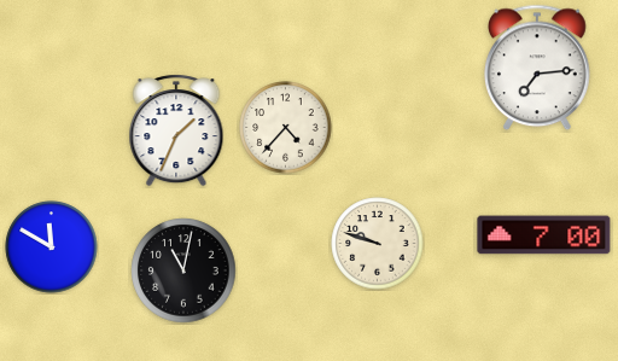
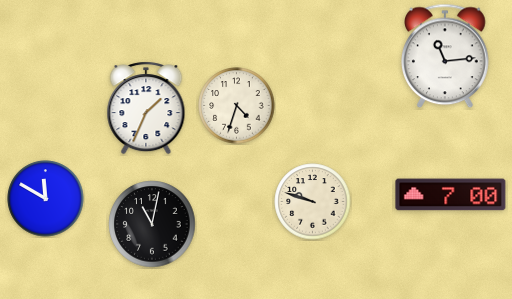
clock at (538, 68): 7:14 -> 11:14
clock at (286, 128): 4:37 -> 4:33
clock at (52, 248) position: (52, 248) -> (46, 199)
